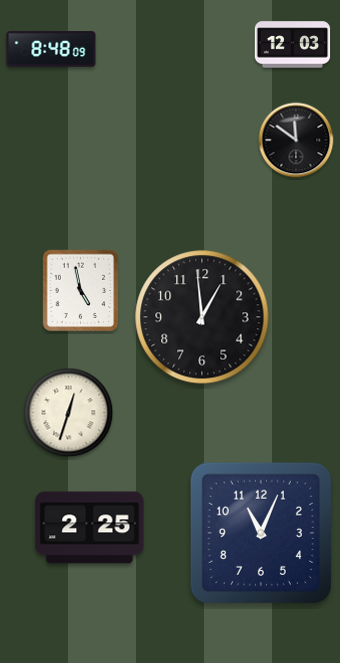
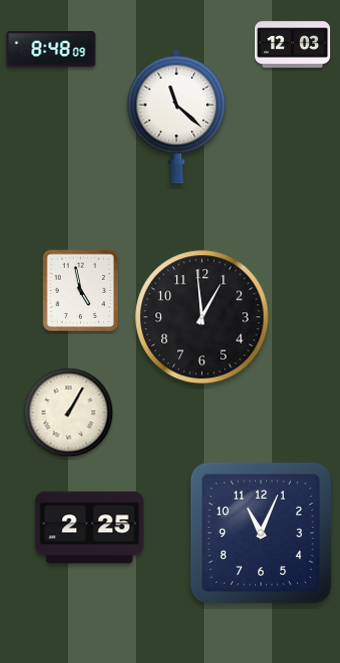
clock at (177, 116): none -> 11:22
clock at (296, 140): 11:51 -> none
clock at (69, 413): 12:33 -> 1:05
